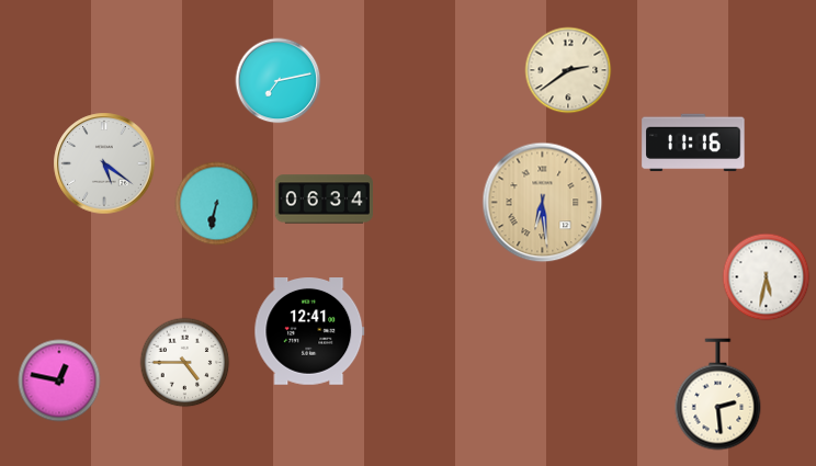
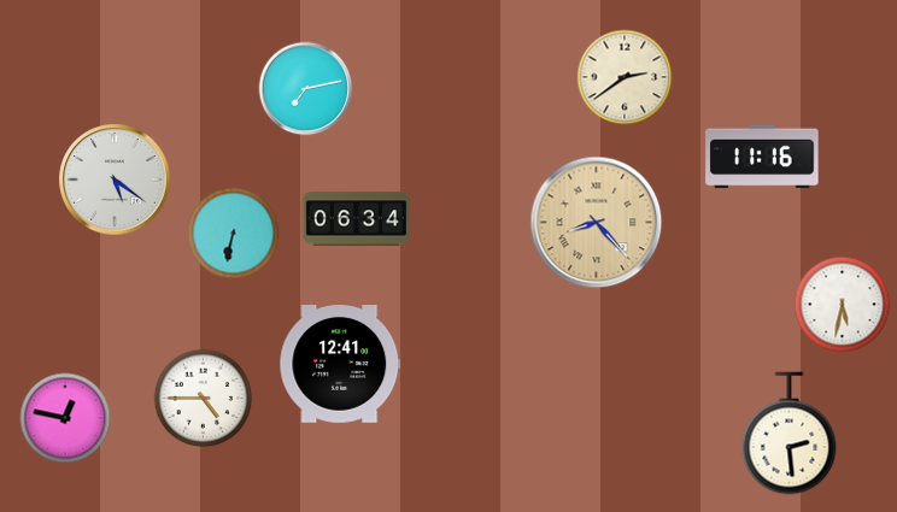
clock at (543, 203): 6:29 -> 8:23
clock at (217, 204) position: (217, 204) -> (234, 234)
